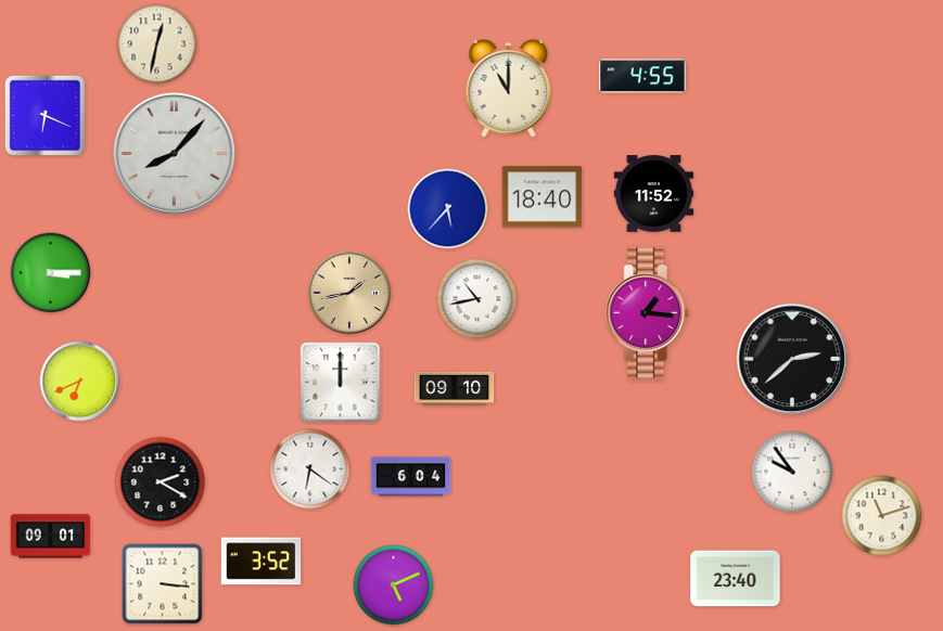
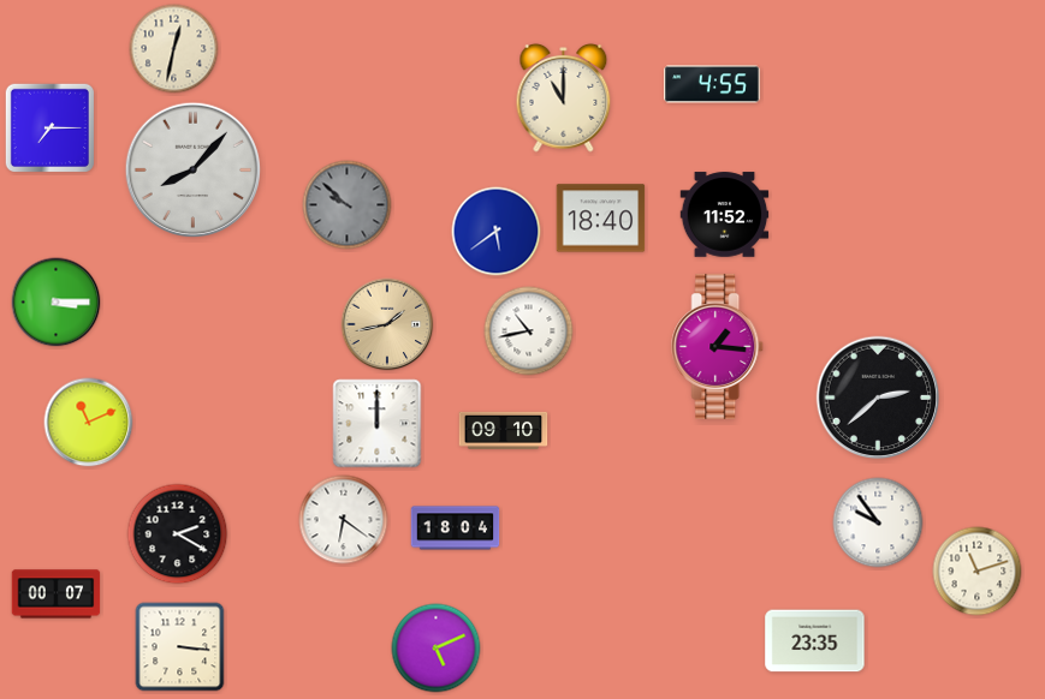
clock at (44, 115): 6:19 -> 7:15
clock at (348, 205): none -> 9:52
clock at (448, 209): 5:37 -> 5:39
clock at (80, 382): 6:41 -> 11:11
clock at (411, 477): 6:04 -> 18:04
clock at (51, 537): 09:01 -> 00:07
clock at (262, 562): 3:52 -> none
clock at (736, 579): 23:40 -> 23:35
